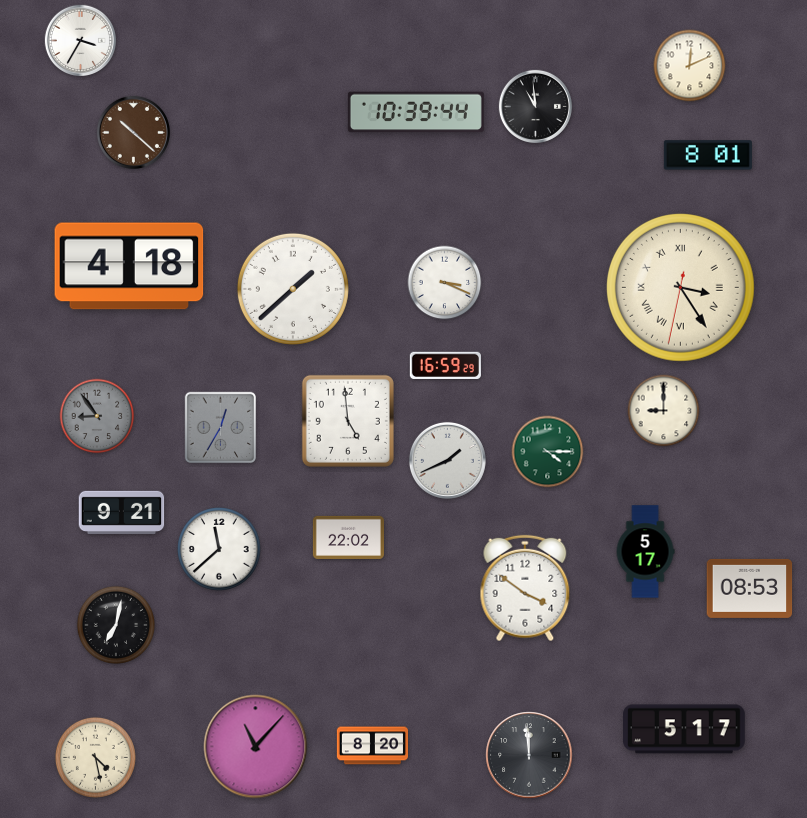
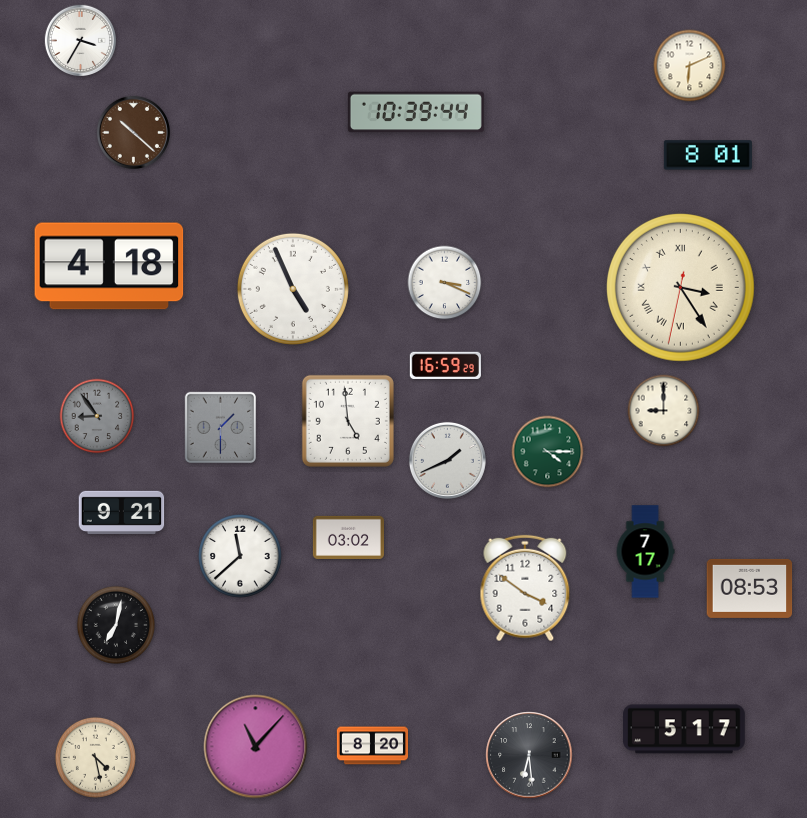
clock at (690, 66): 12:11 -> 6:11
clock at (535, 106): 10:59 -> none
clock at (129, 266) position: (129, 266) -> (109, 266)
clock at (293, 289): 1:38 -> 4:56
clock at (221, 428): 12:35 -> 1:30
clock at (348, 537): 22:02 -> 03:02
clock at (220, 550) position: (220, 550) -> (241, 557)
clock at (645, 552): 5:17 -> 7:17
clock at (529, 755): 11:59 -> 6:29
